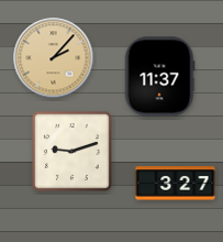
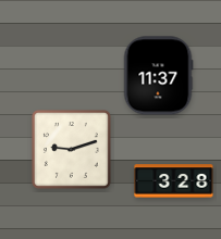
clock at (54, 58): 2:07 -> none
clock at (176, 184): 3:27 -> 3:28
